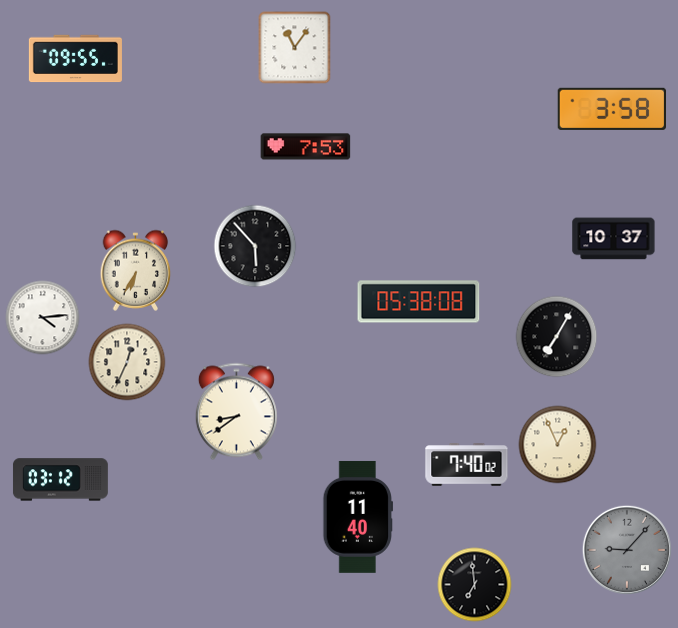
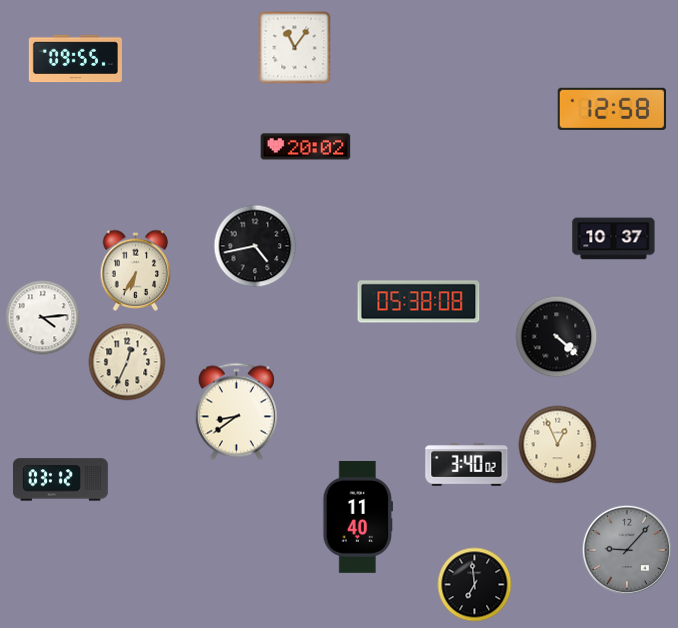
clock at (611, 109): 3:58 -> 12:58
clock at (306, 147): 7:53 -> 20:02
clock at (255, 246): 5:53 -> 4:43
clock at (557, 337): 7:05 -> 4:22
clock at (467, 465): 7:40 -> 3:40
